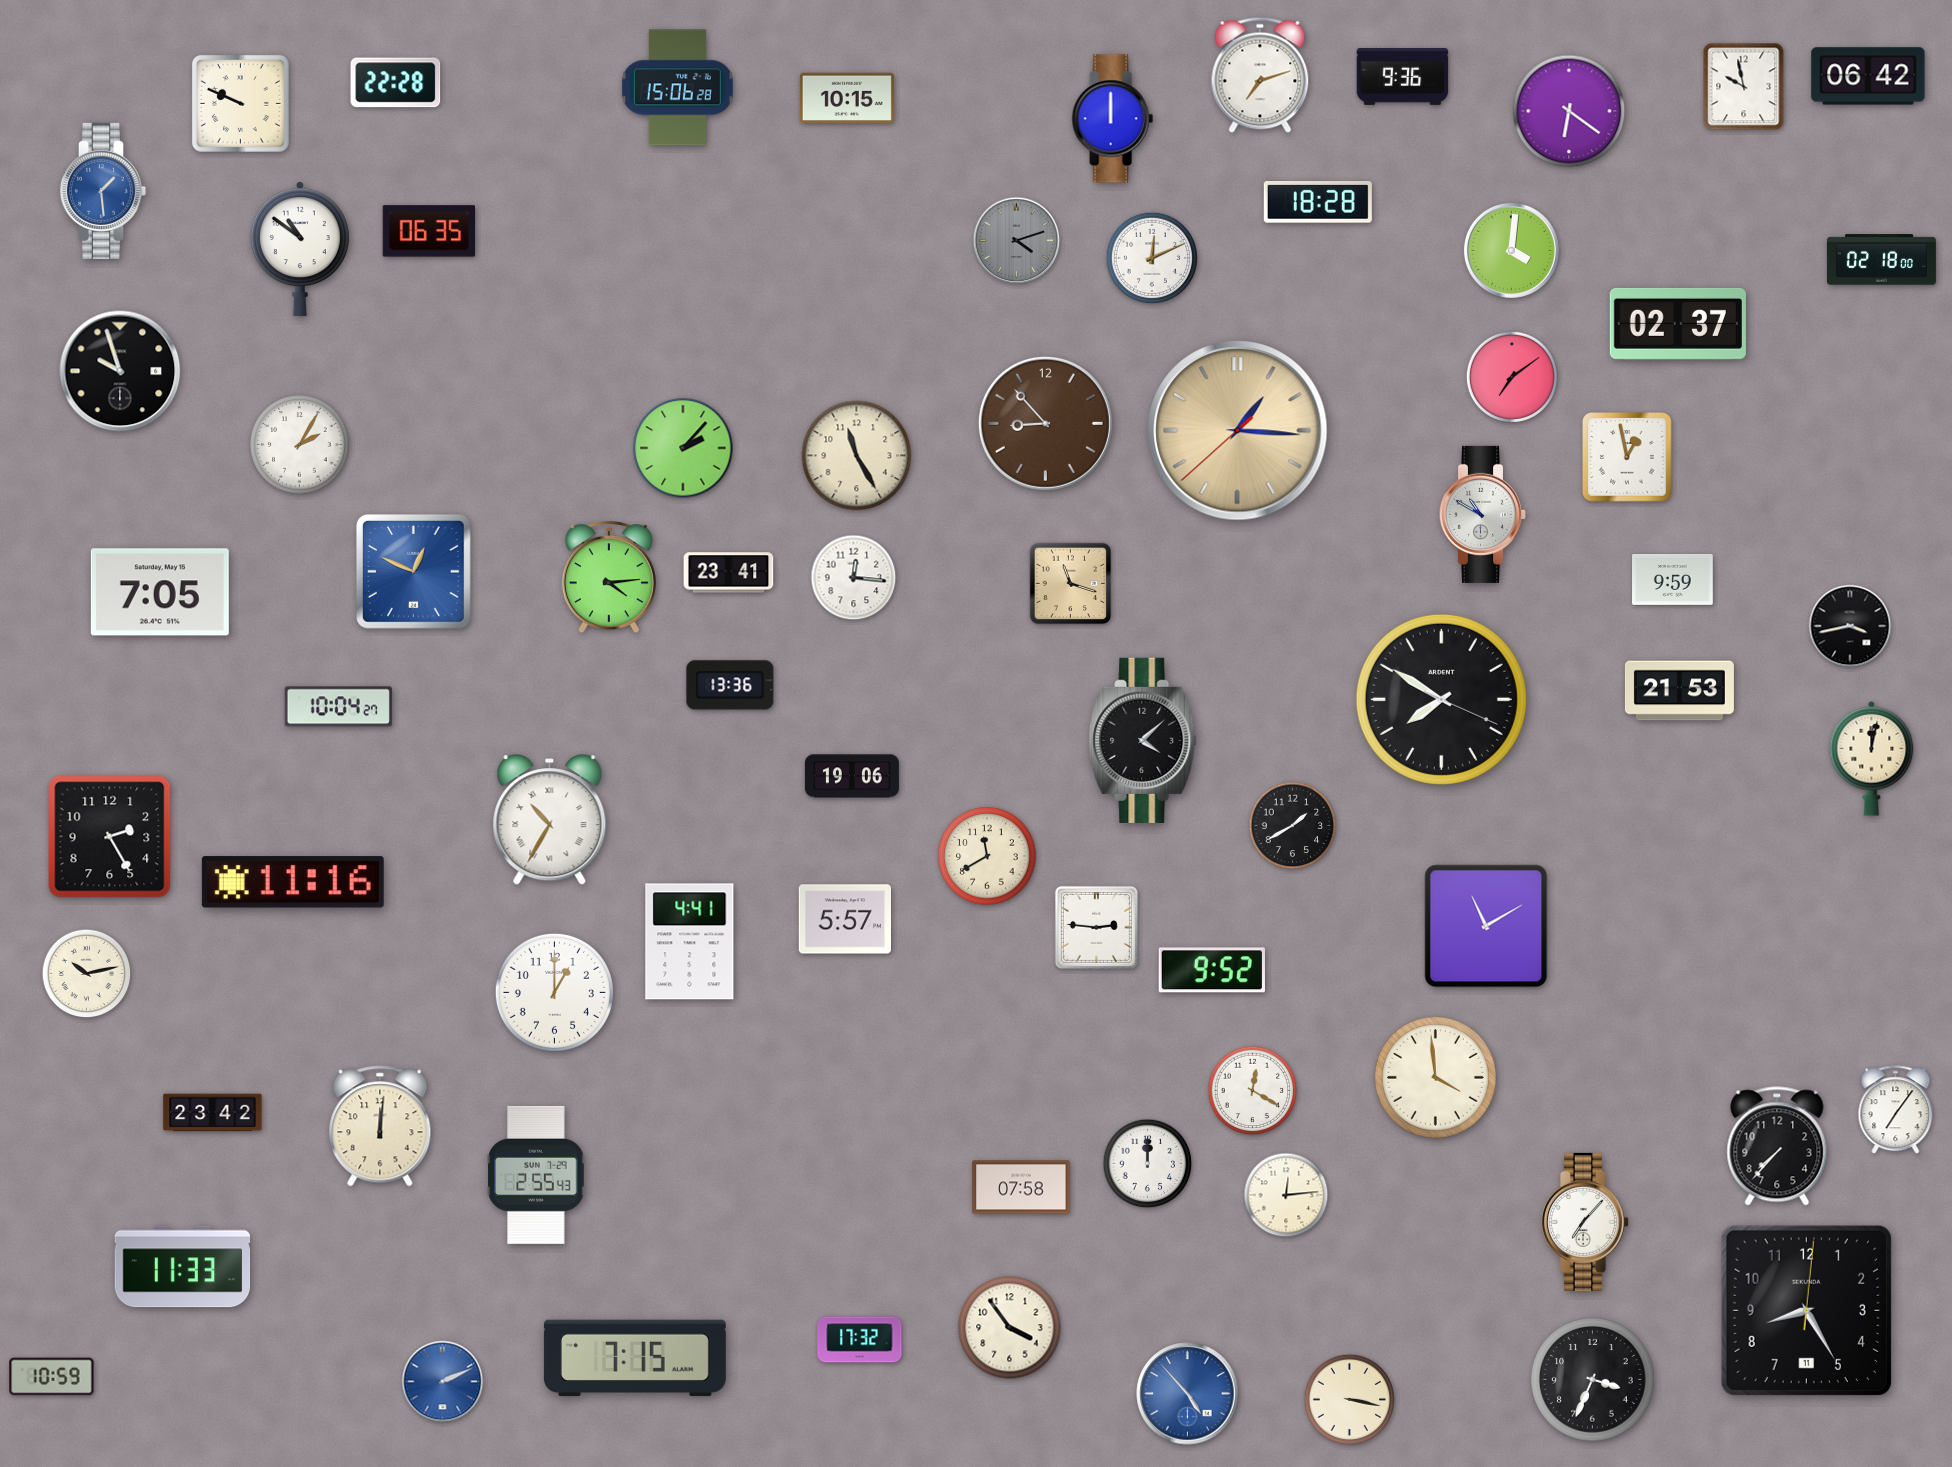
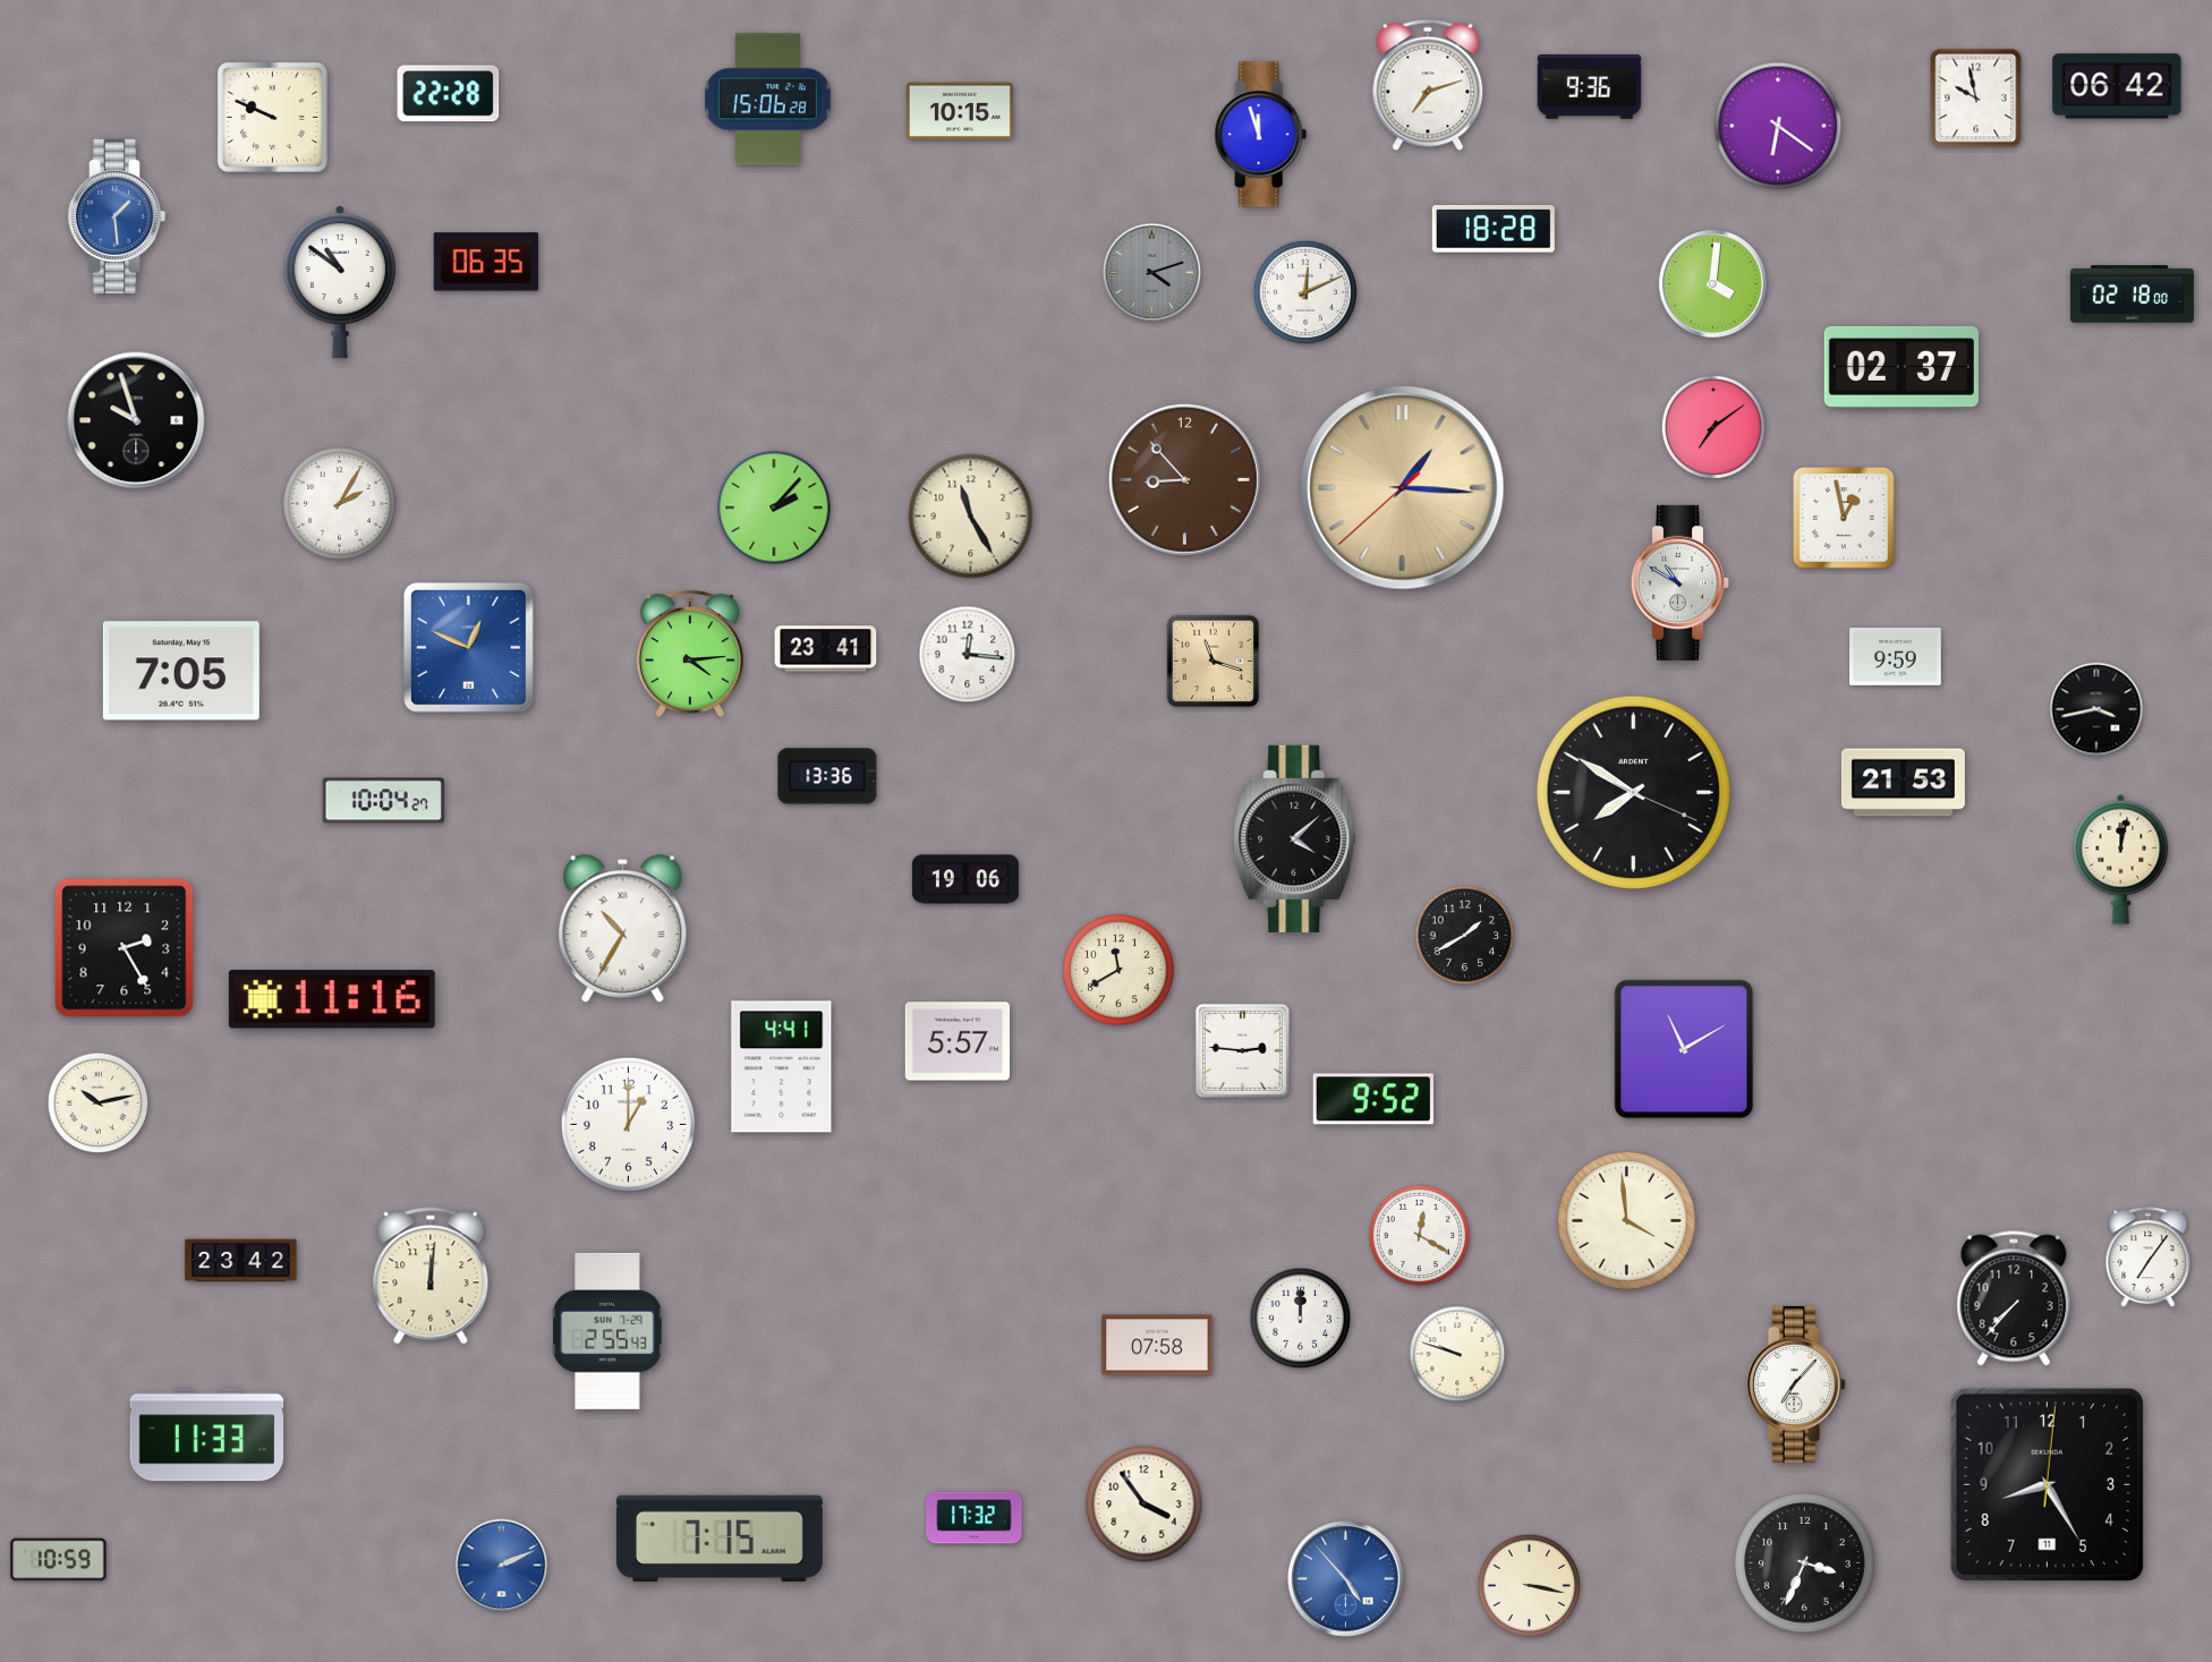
clock at (1112, 119): 12:00 -> 11:57
clock at (1286, 1195): 12:14 -> 9:48
